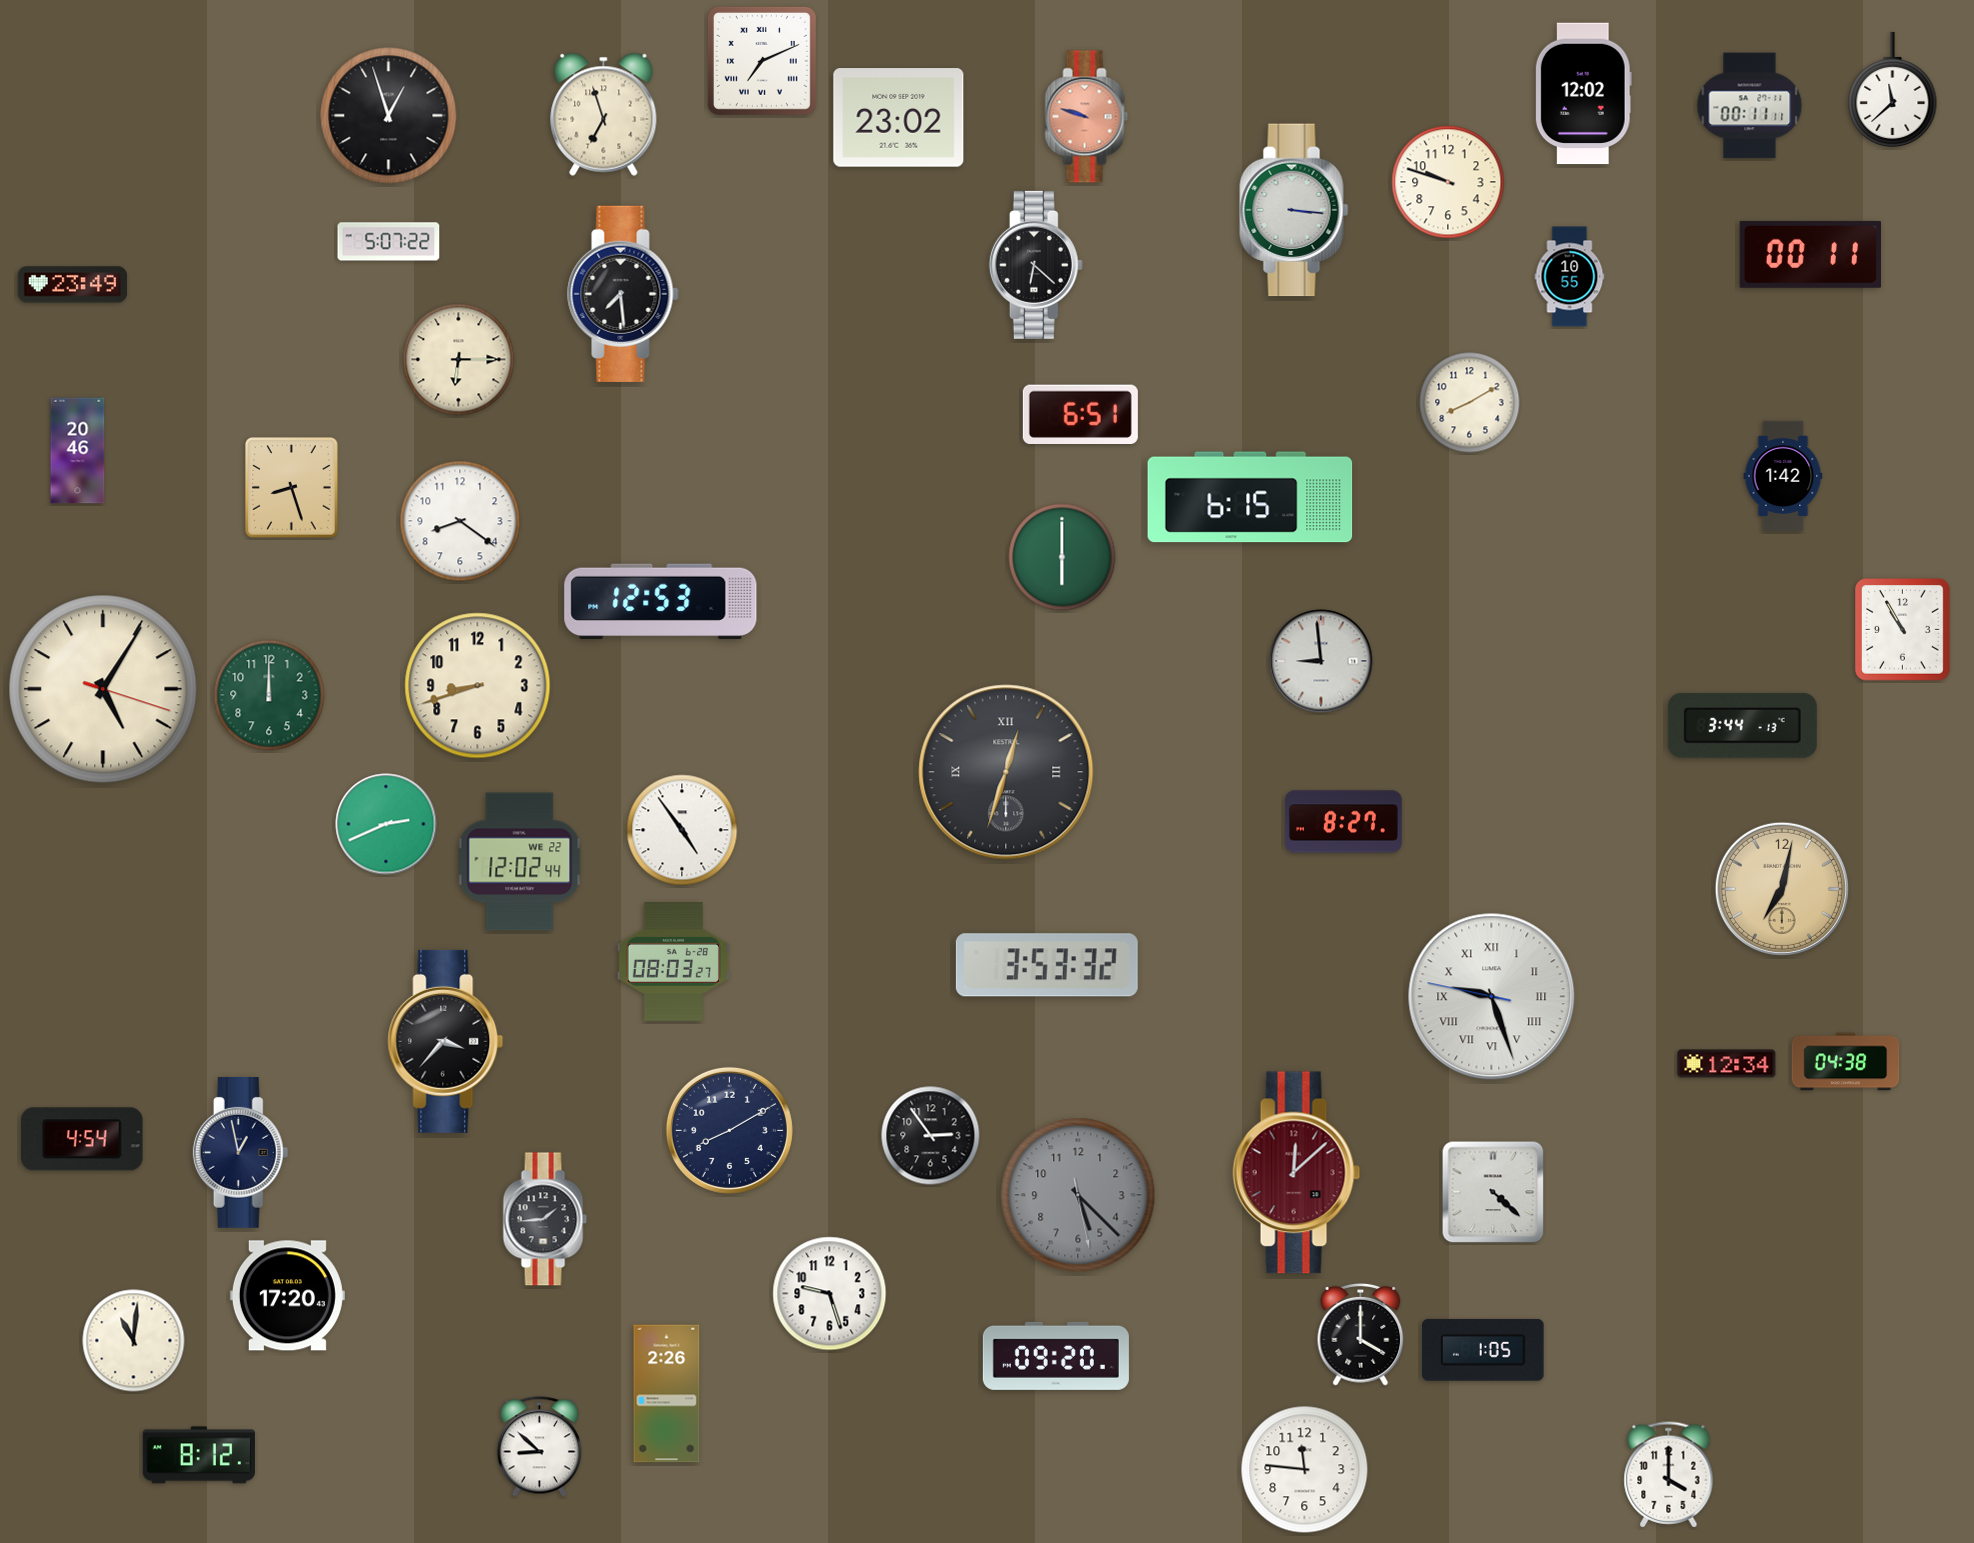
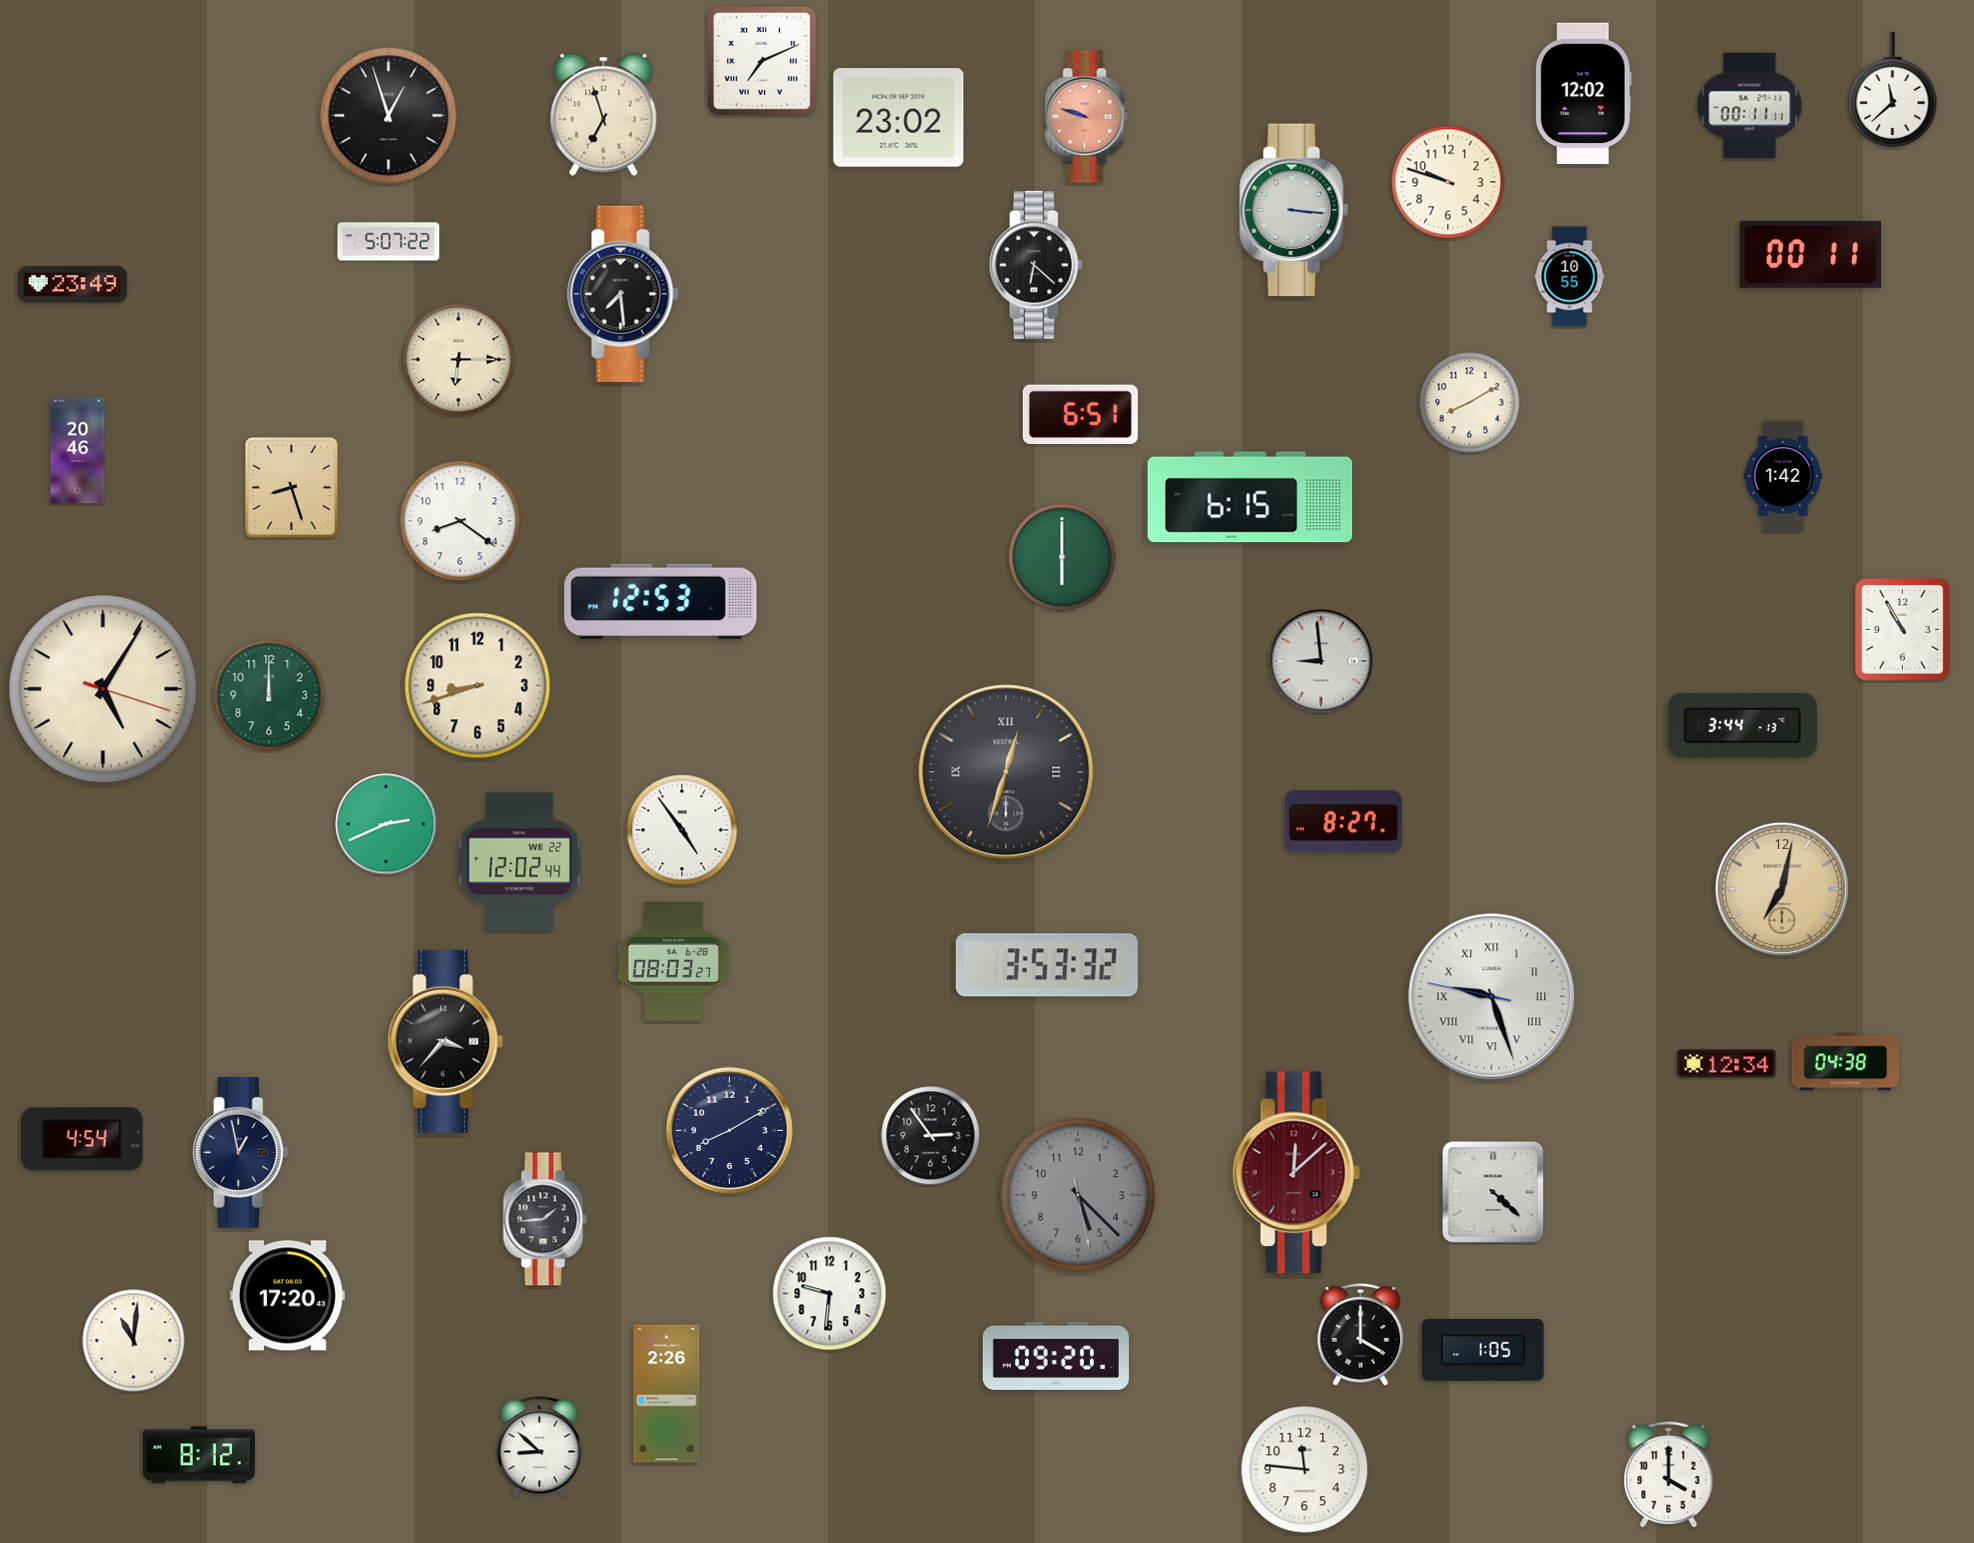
clock at (830, 1294): 9:27 -> 9:31
